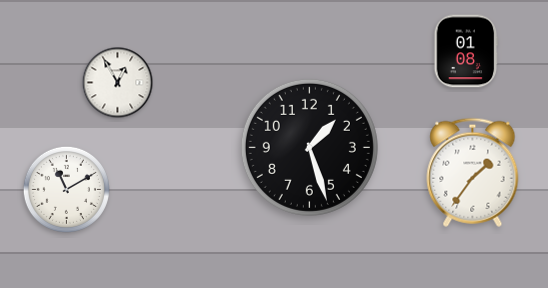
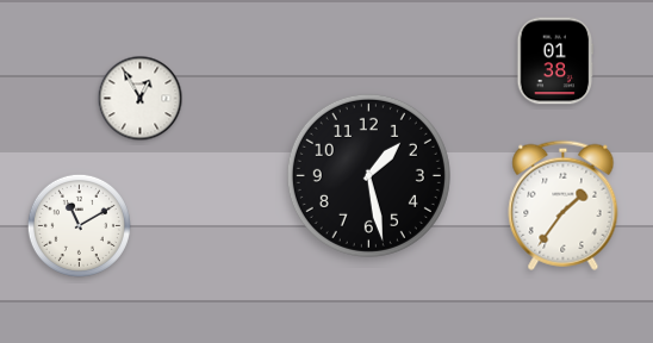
clock at (466, 51): 01:08 -> 01:38
clock at (309, 147): 1:27 -> 1:28
